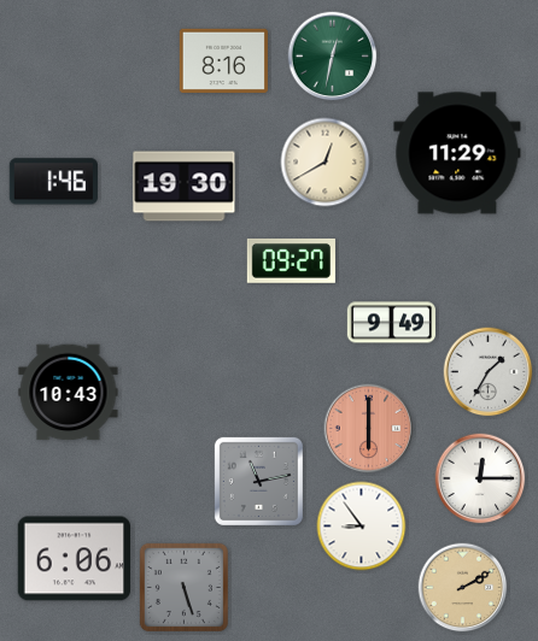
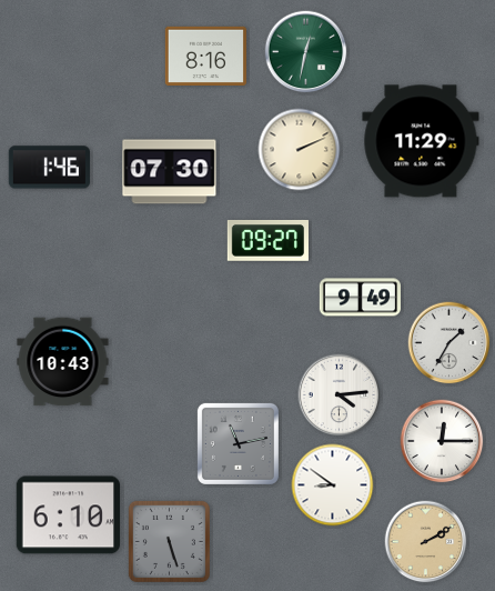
clock at (326, 163): 12:40 -> 2:11
clock at (185, 187): 19:30 -> 07:30
clock at (369, 429): 6:00 -> 4:14
clock at (369, 429) dial: salmon -> white
clock at (362, 527): 8:54 -> 8:51
clock at (75, 559): 6:06 -> 6:10
